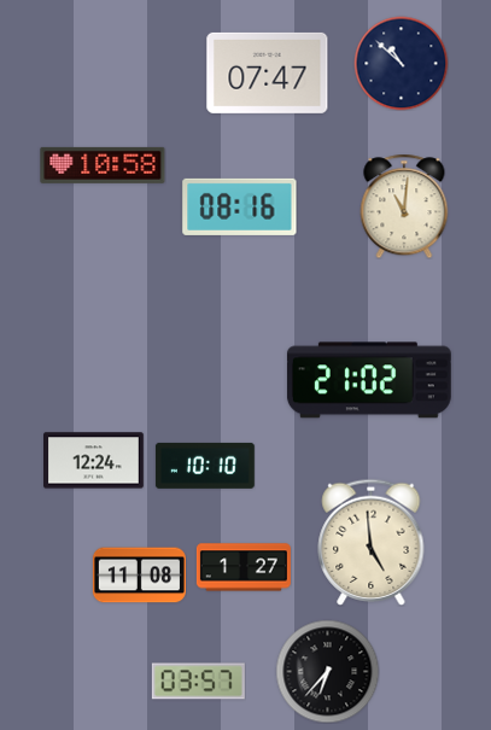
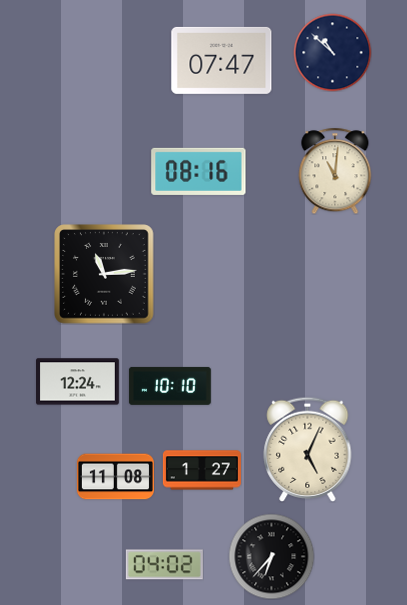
clock at (103, 165): 10:58 -> none
clock at (104, 274): none -> 11:14
clock at (369, 380): 21:02 -> none
clock at (372, 542): 4:59 -> 5:04
clock at (198, 682): 03:57 -> 04:02
